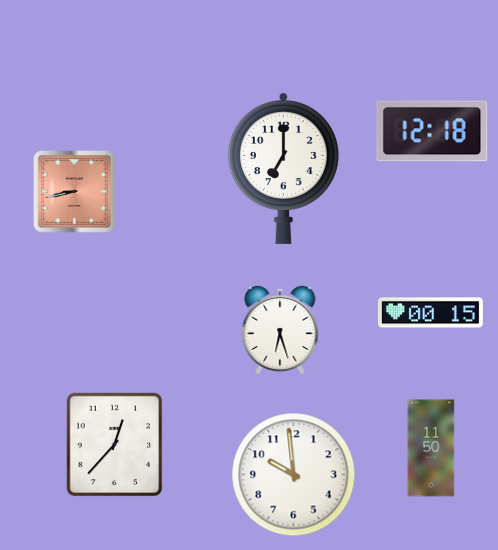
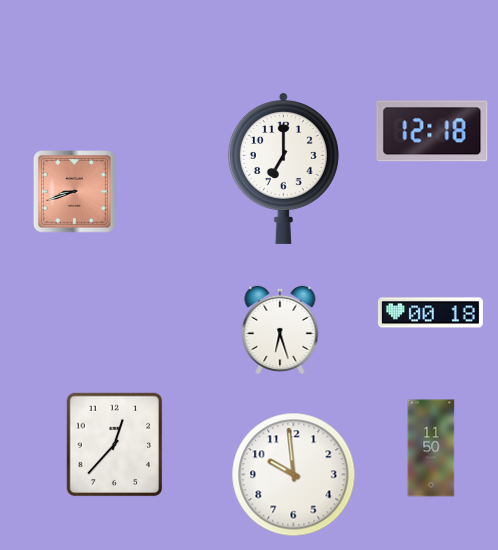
clock at (75, 192): 8:43 -> 8:42
clock at (430, 313): 00:15 -> 00:18
